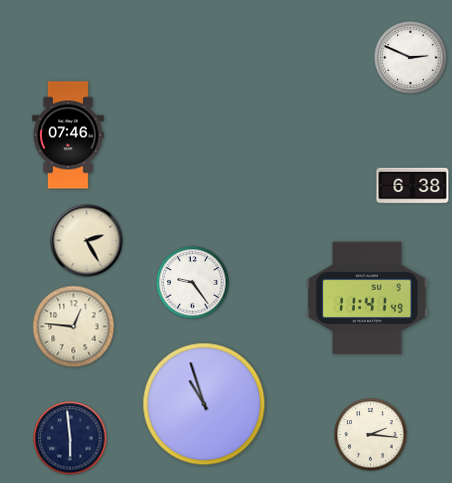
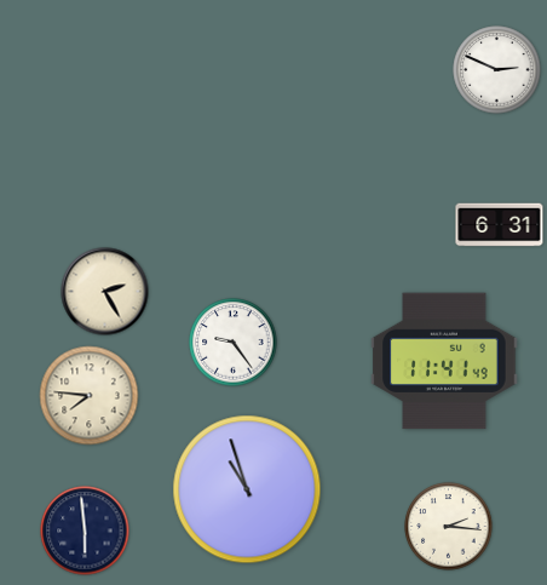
clock at (69, 135): 07:46 -> none
clock at (413, 186): 6:38 -> 6:31
clock at (74, 327): 12:46 -> 7:46
